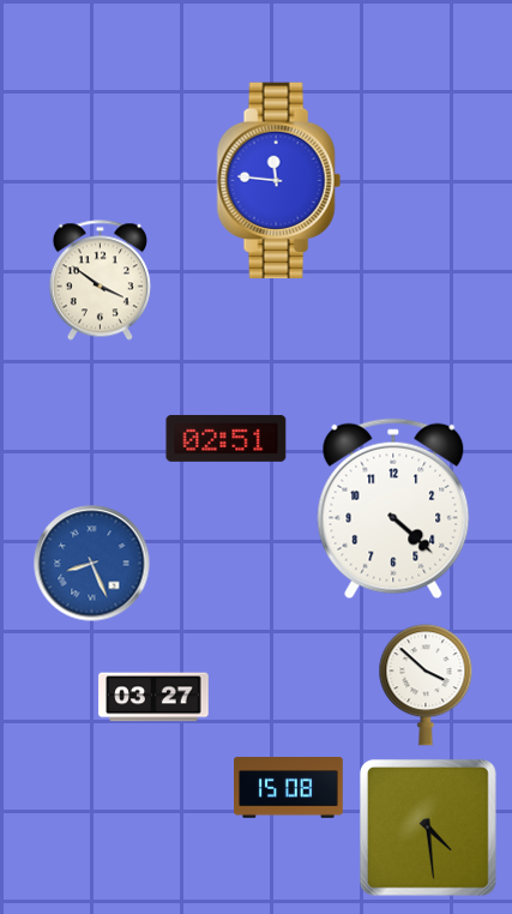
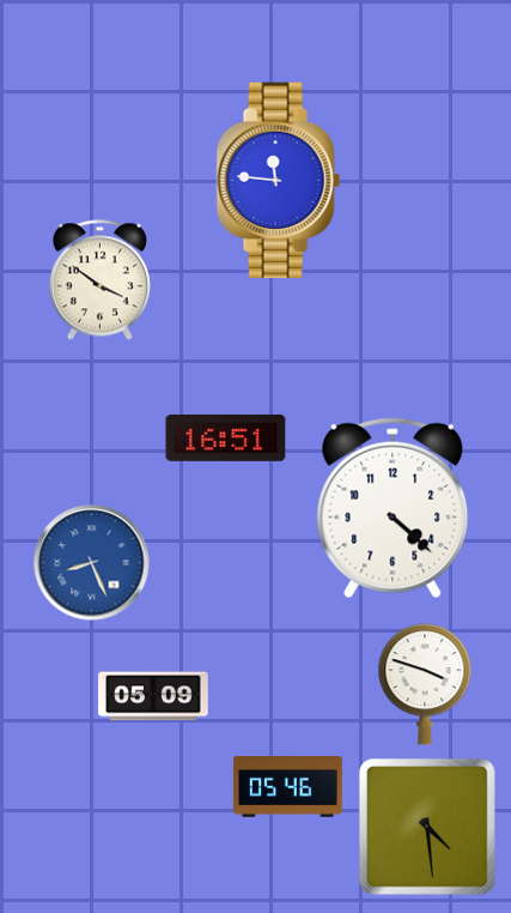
clock at (227, 438): 02:51 -> 16:51
clock at (426, 685): 3:52 -> 3:48
clock at (153, 697): 03:27 -> 05:09
clock at (289, 788): 15:08 -> 05:46
